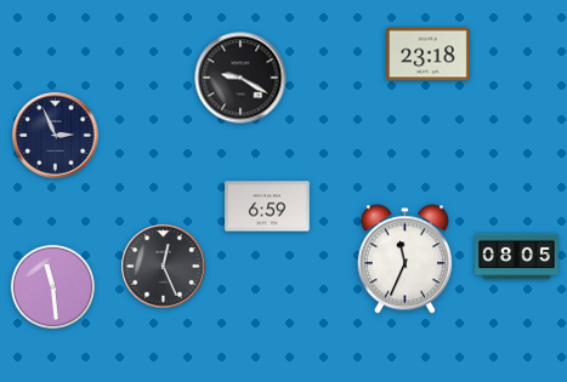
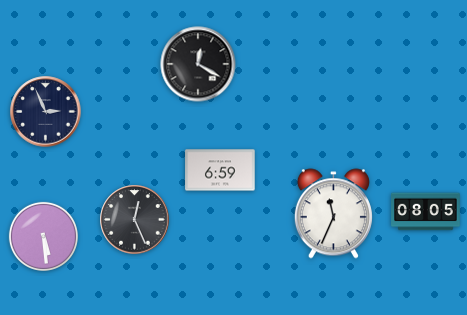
clock at (429, 55): 23:18 -> none
clock at (240, 78): 9:20 -> 12:20
clock at (52, 286): 11:29 -> 5:29
